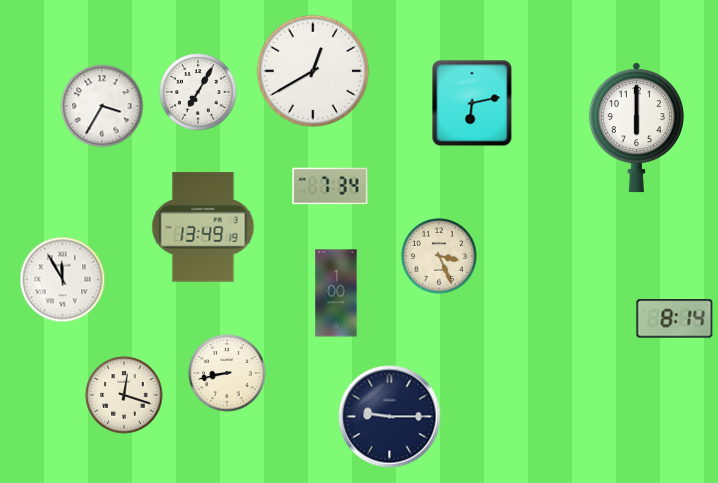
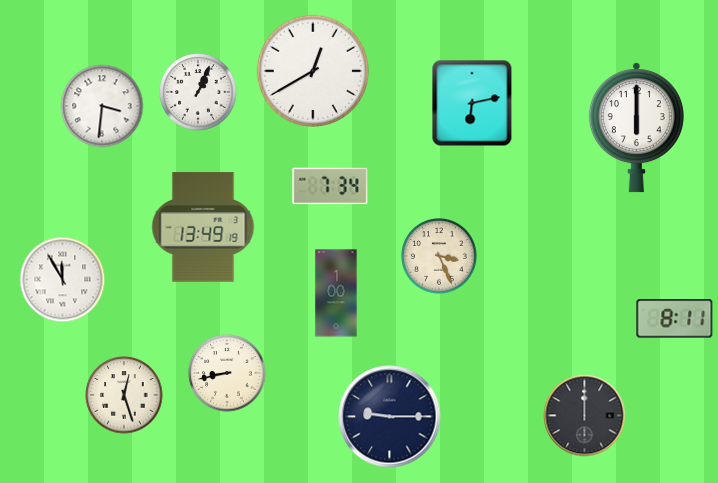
clock at (198, 92): 7:05 -> 1:04
clock at (102, 106): 3:35 -> 3:31
clock at (675, 319): 8:14 -> 8:11
clock at (124, 395): 12:18 -> 12:27
clock at (585, 416): none -> 12:00
